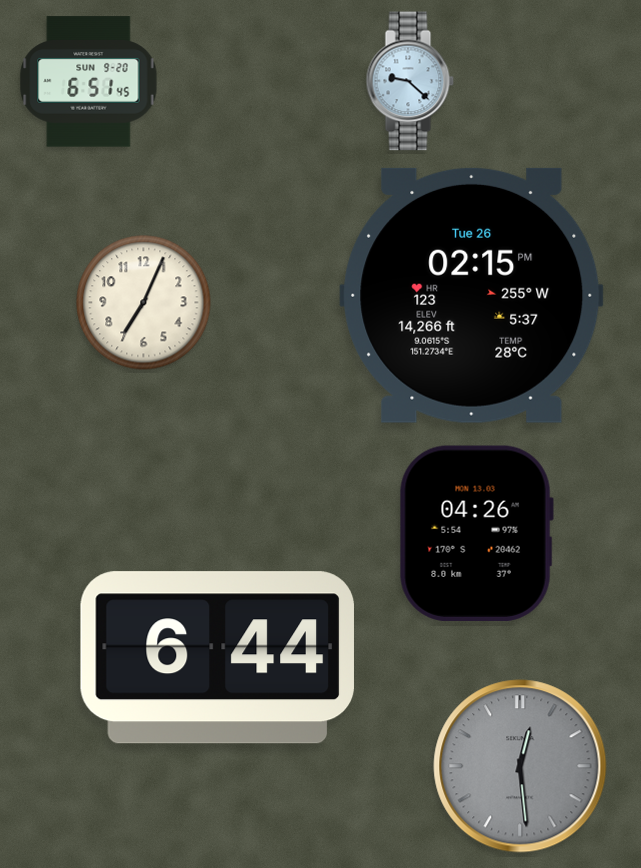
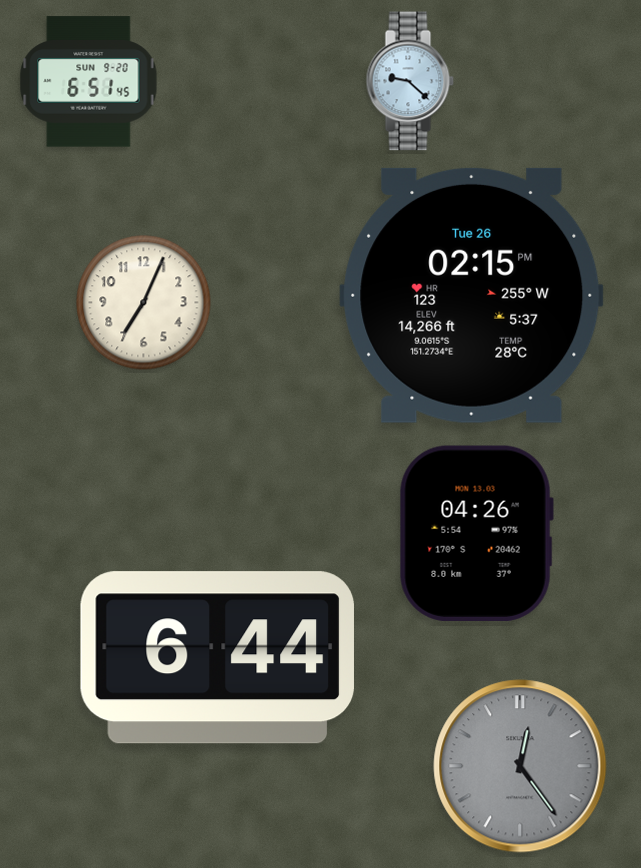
clock at (520, 766): 12:29 -> 12:24
